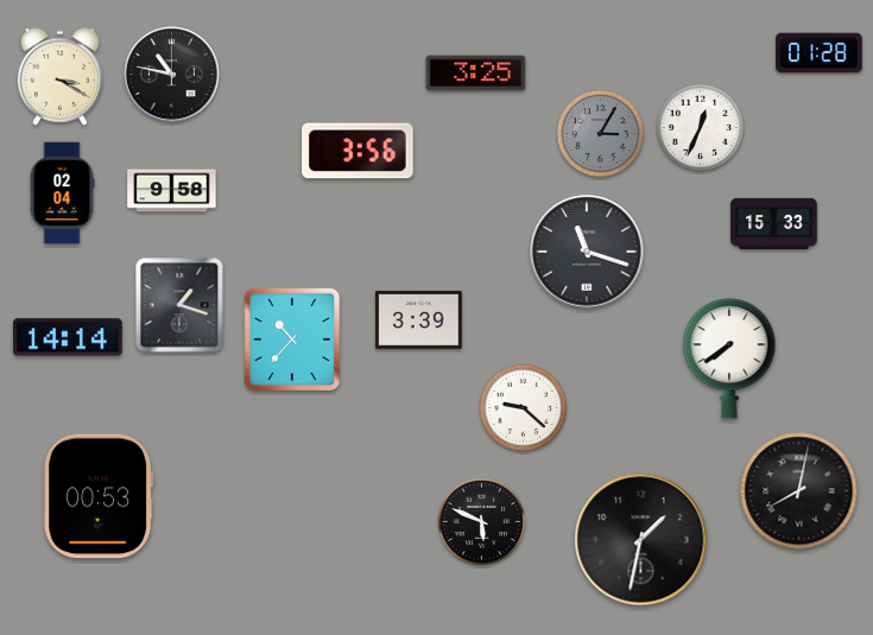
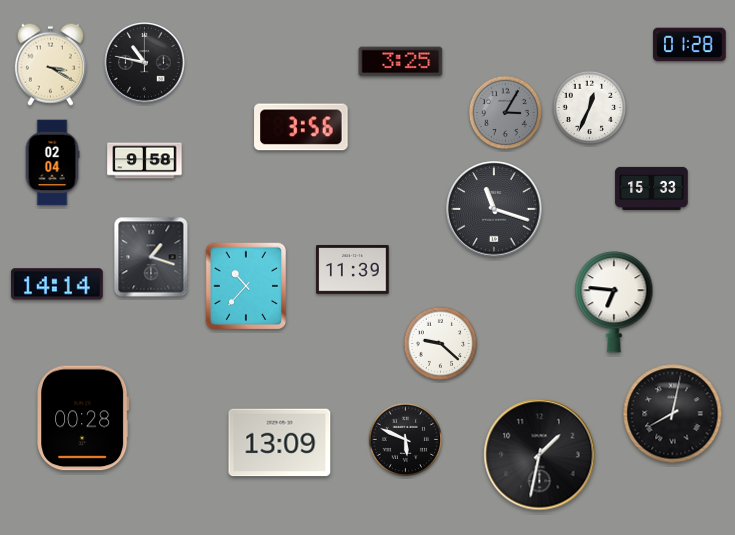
clock at (587, 252) position: (587, 252) -> (494, 209)
clock at (419, 320): 3:39 -> 11:39
clock at (729, 358): 7:39 -> 6:46
clock at (99, 496): 00:53 -> 00:28
clock at (280, 443): none -> 13:09
